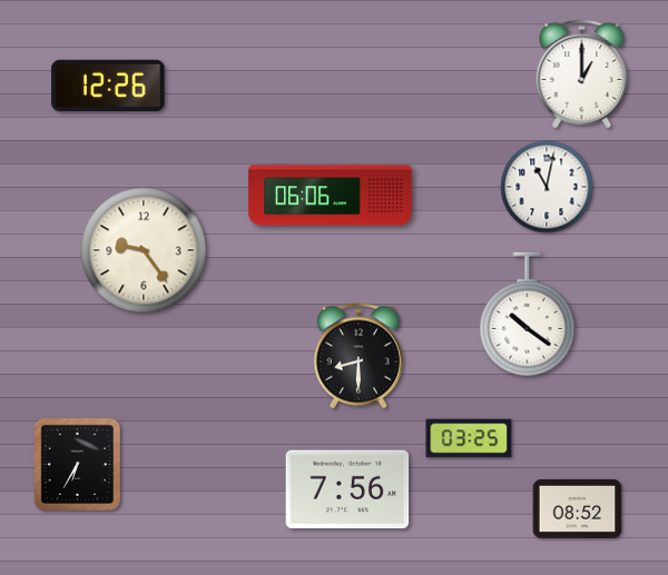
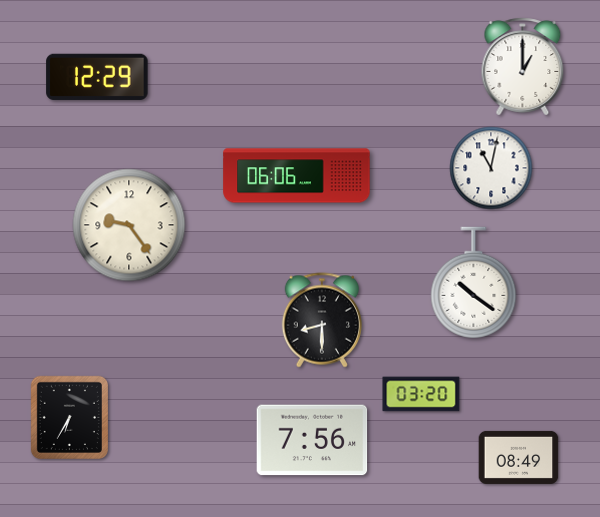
clock at (108, 86): 12:26 -> 12:29
clock at (469, 438): 03:25 -> 03:20
clock at (578, 508): 08:52 -> 08:49
